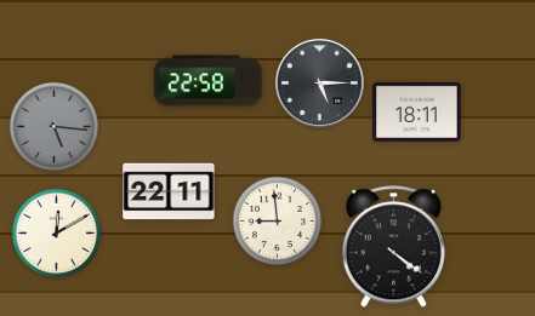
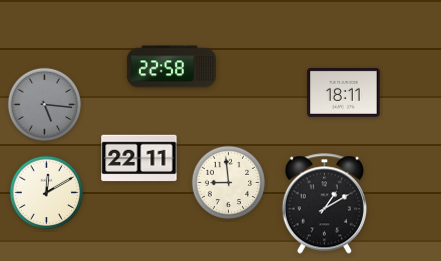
clock at (319, 82): 5:15 -> none
clock at (393, 247): 4:21 -> 1:10
